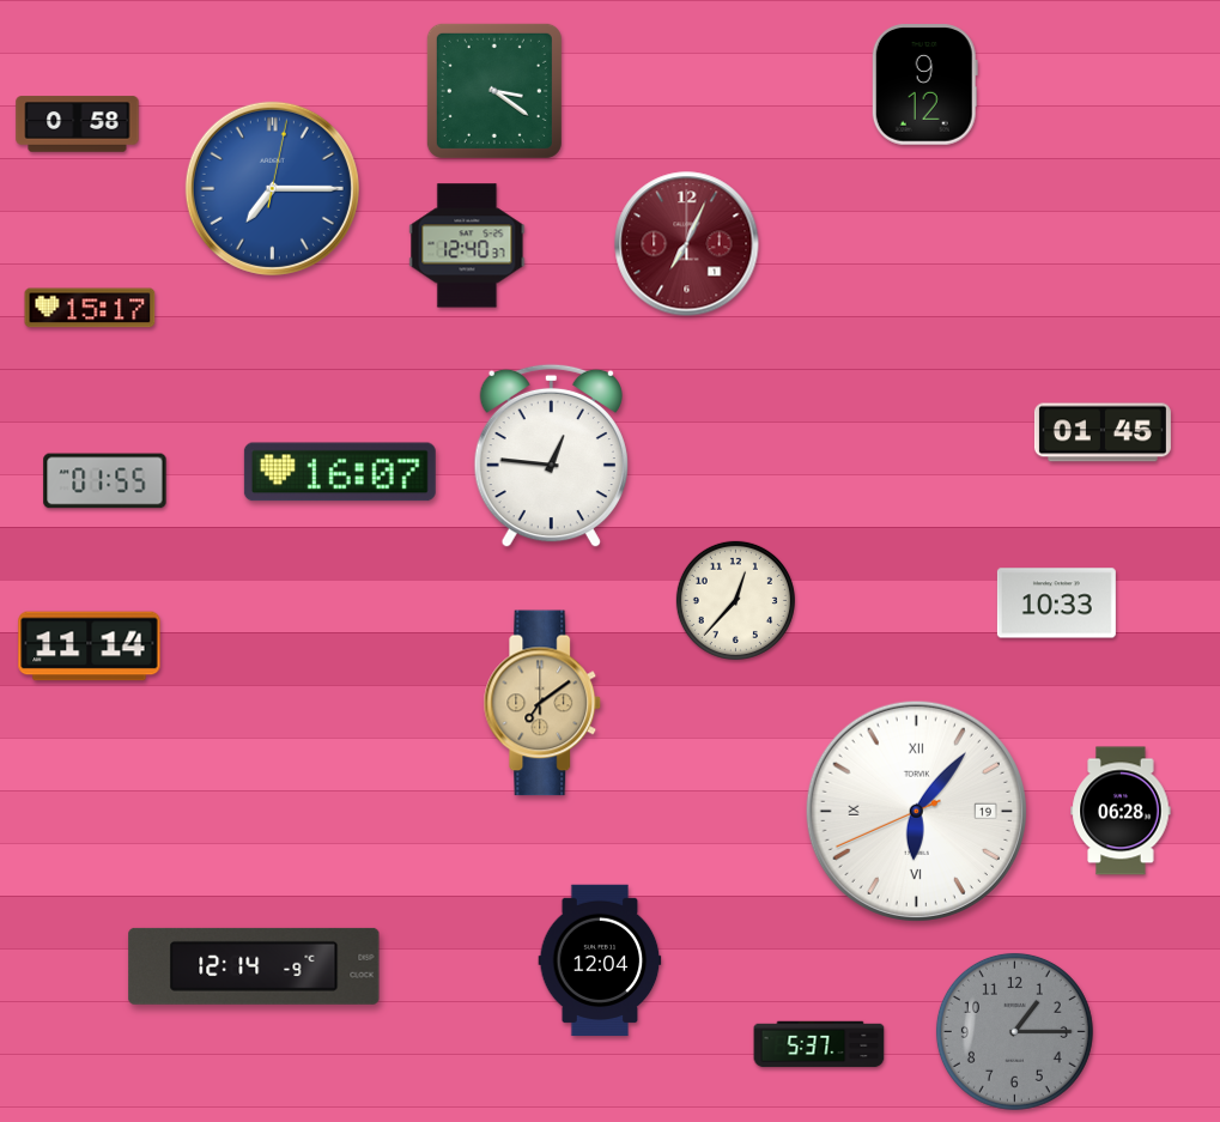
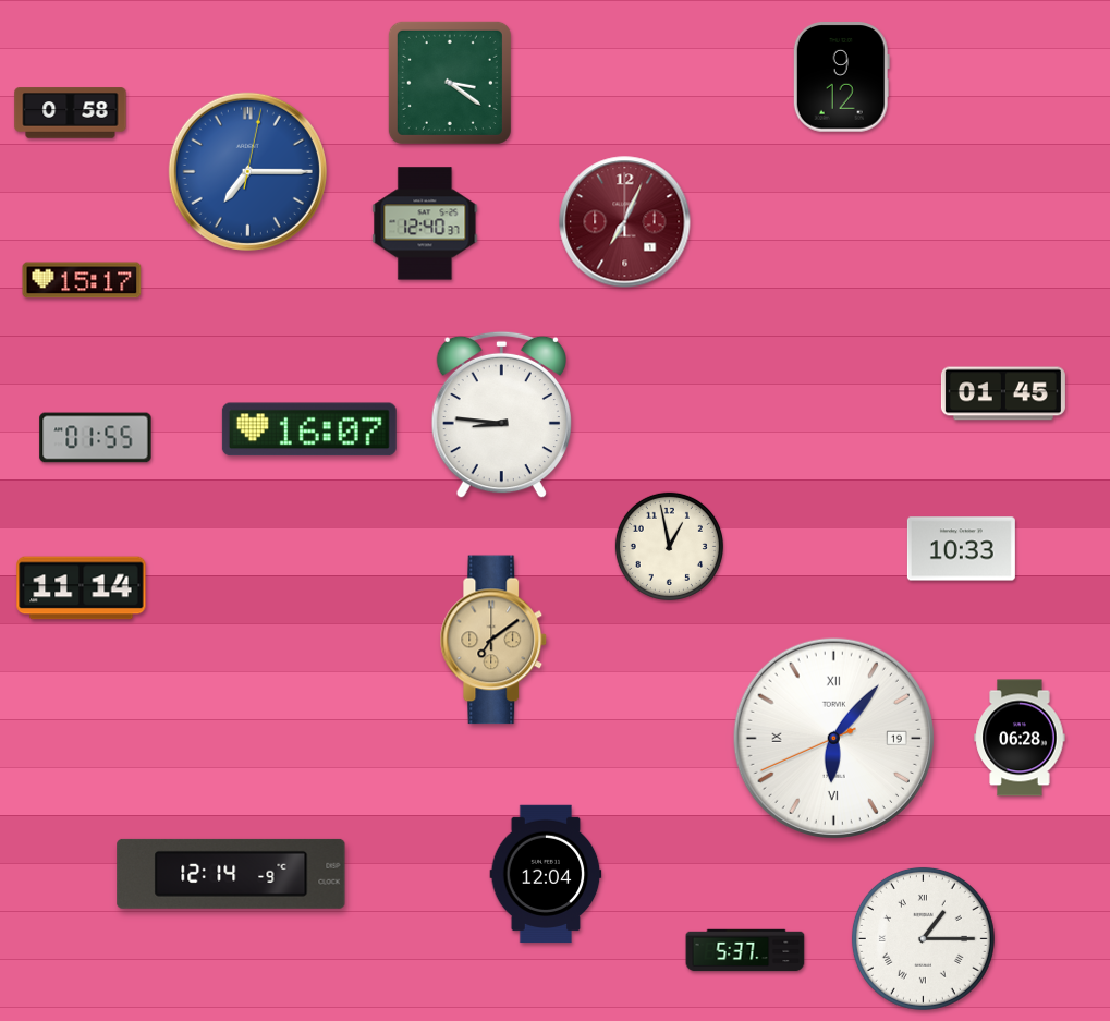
clock at (551, 456): 12:46 -> 8:46
clock at (735, 600): 12:37 -> 12:58
clock at (254, 966) position: (254, 966) -> (231, 874)
clock at (1014, 1031) dial: grey -> white
clock at (1014, 1031) numerals: Arabic -> Roman
